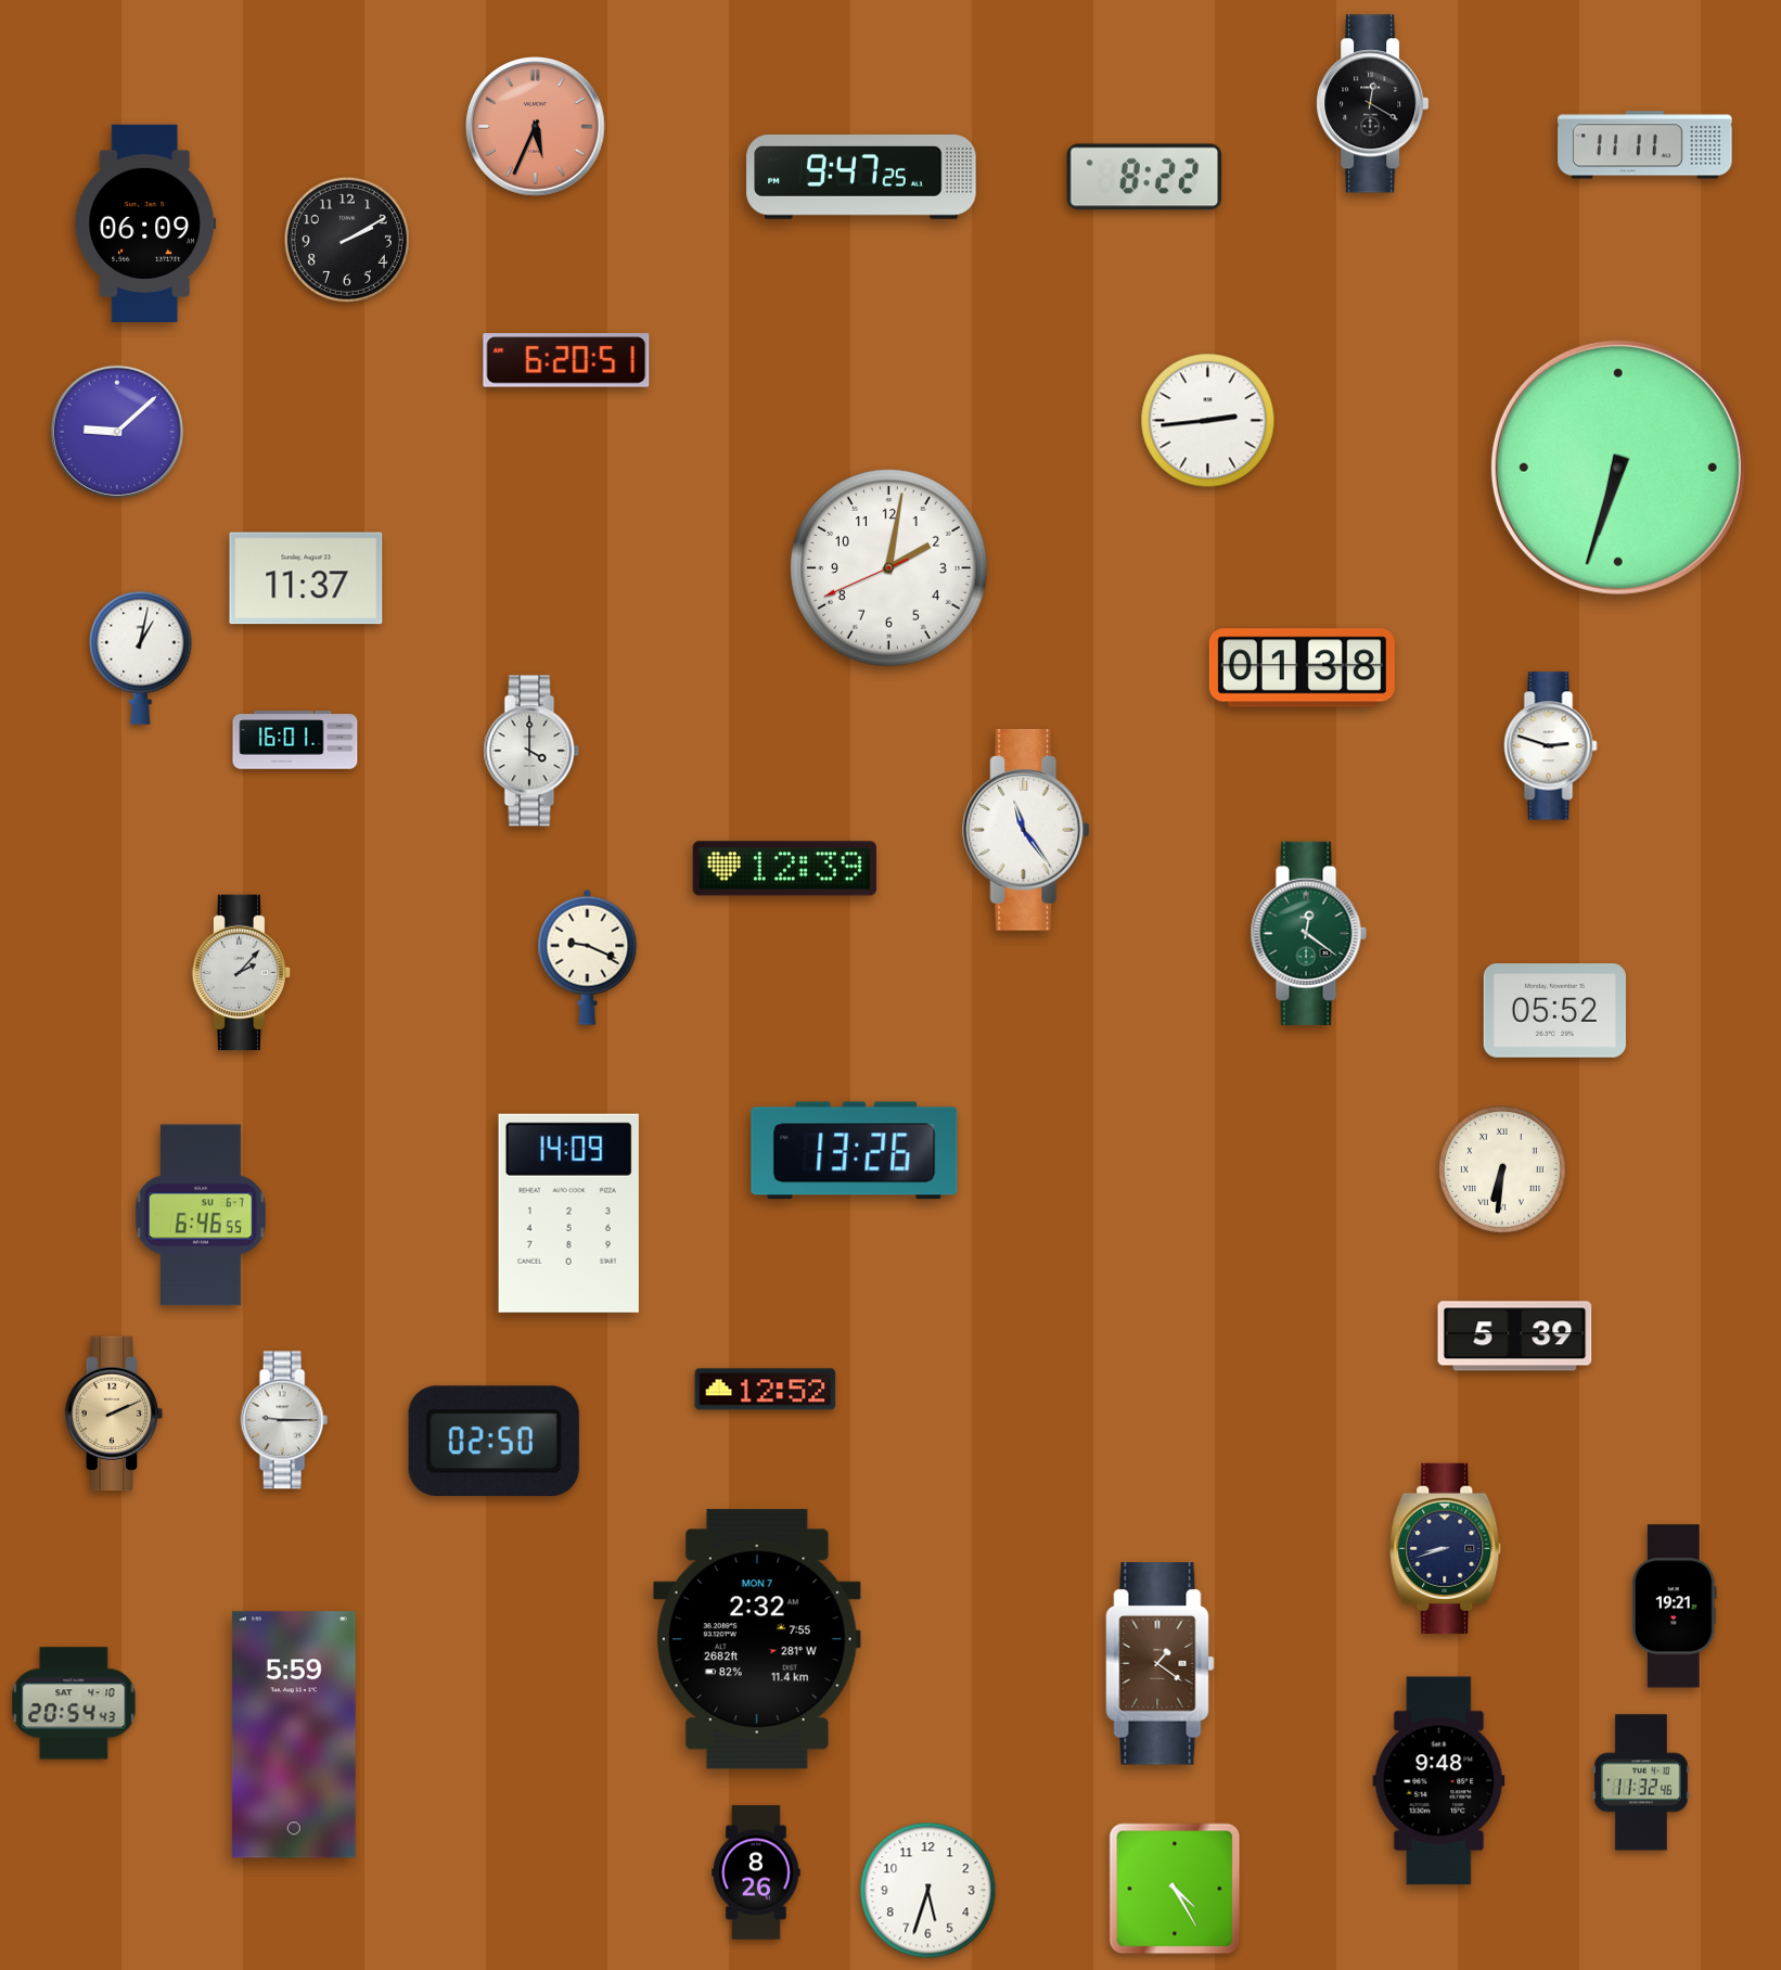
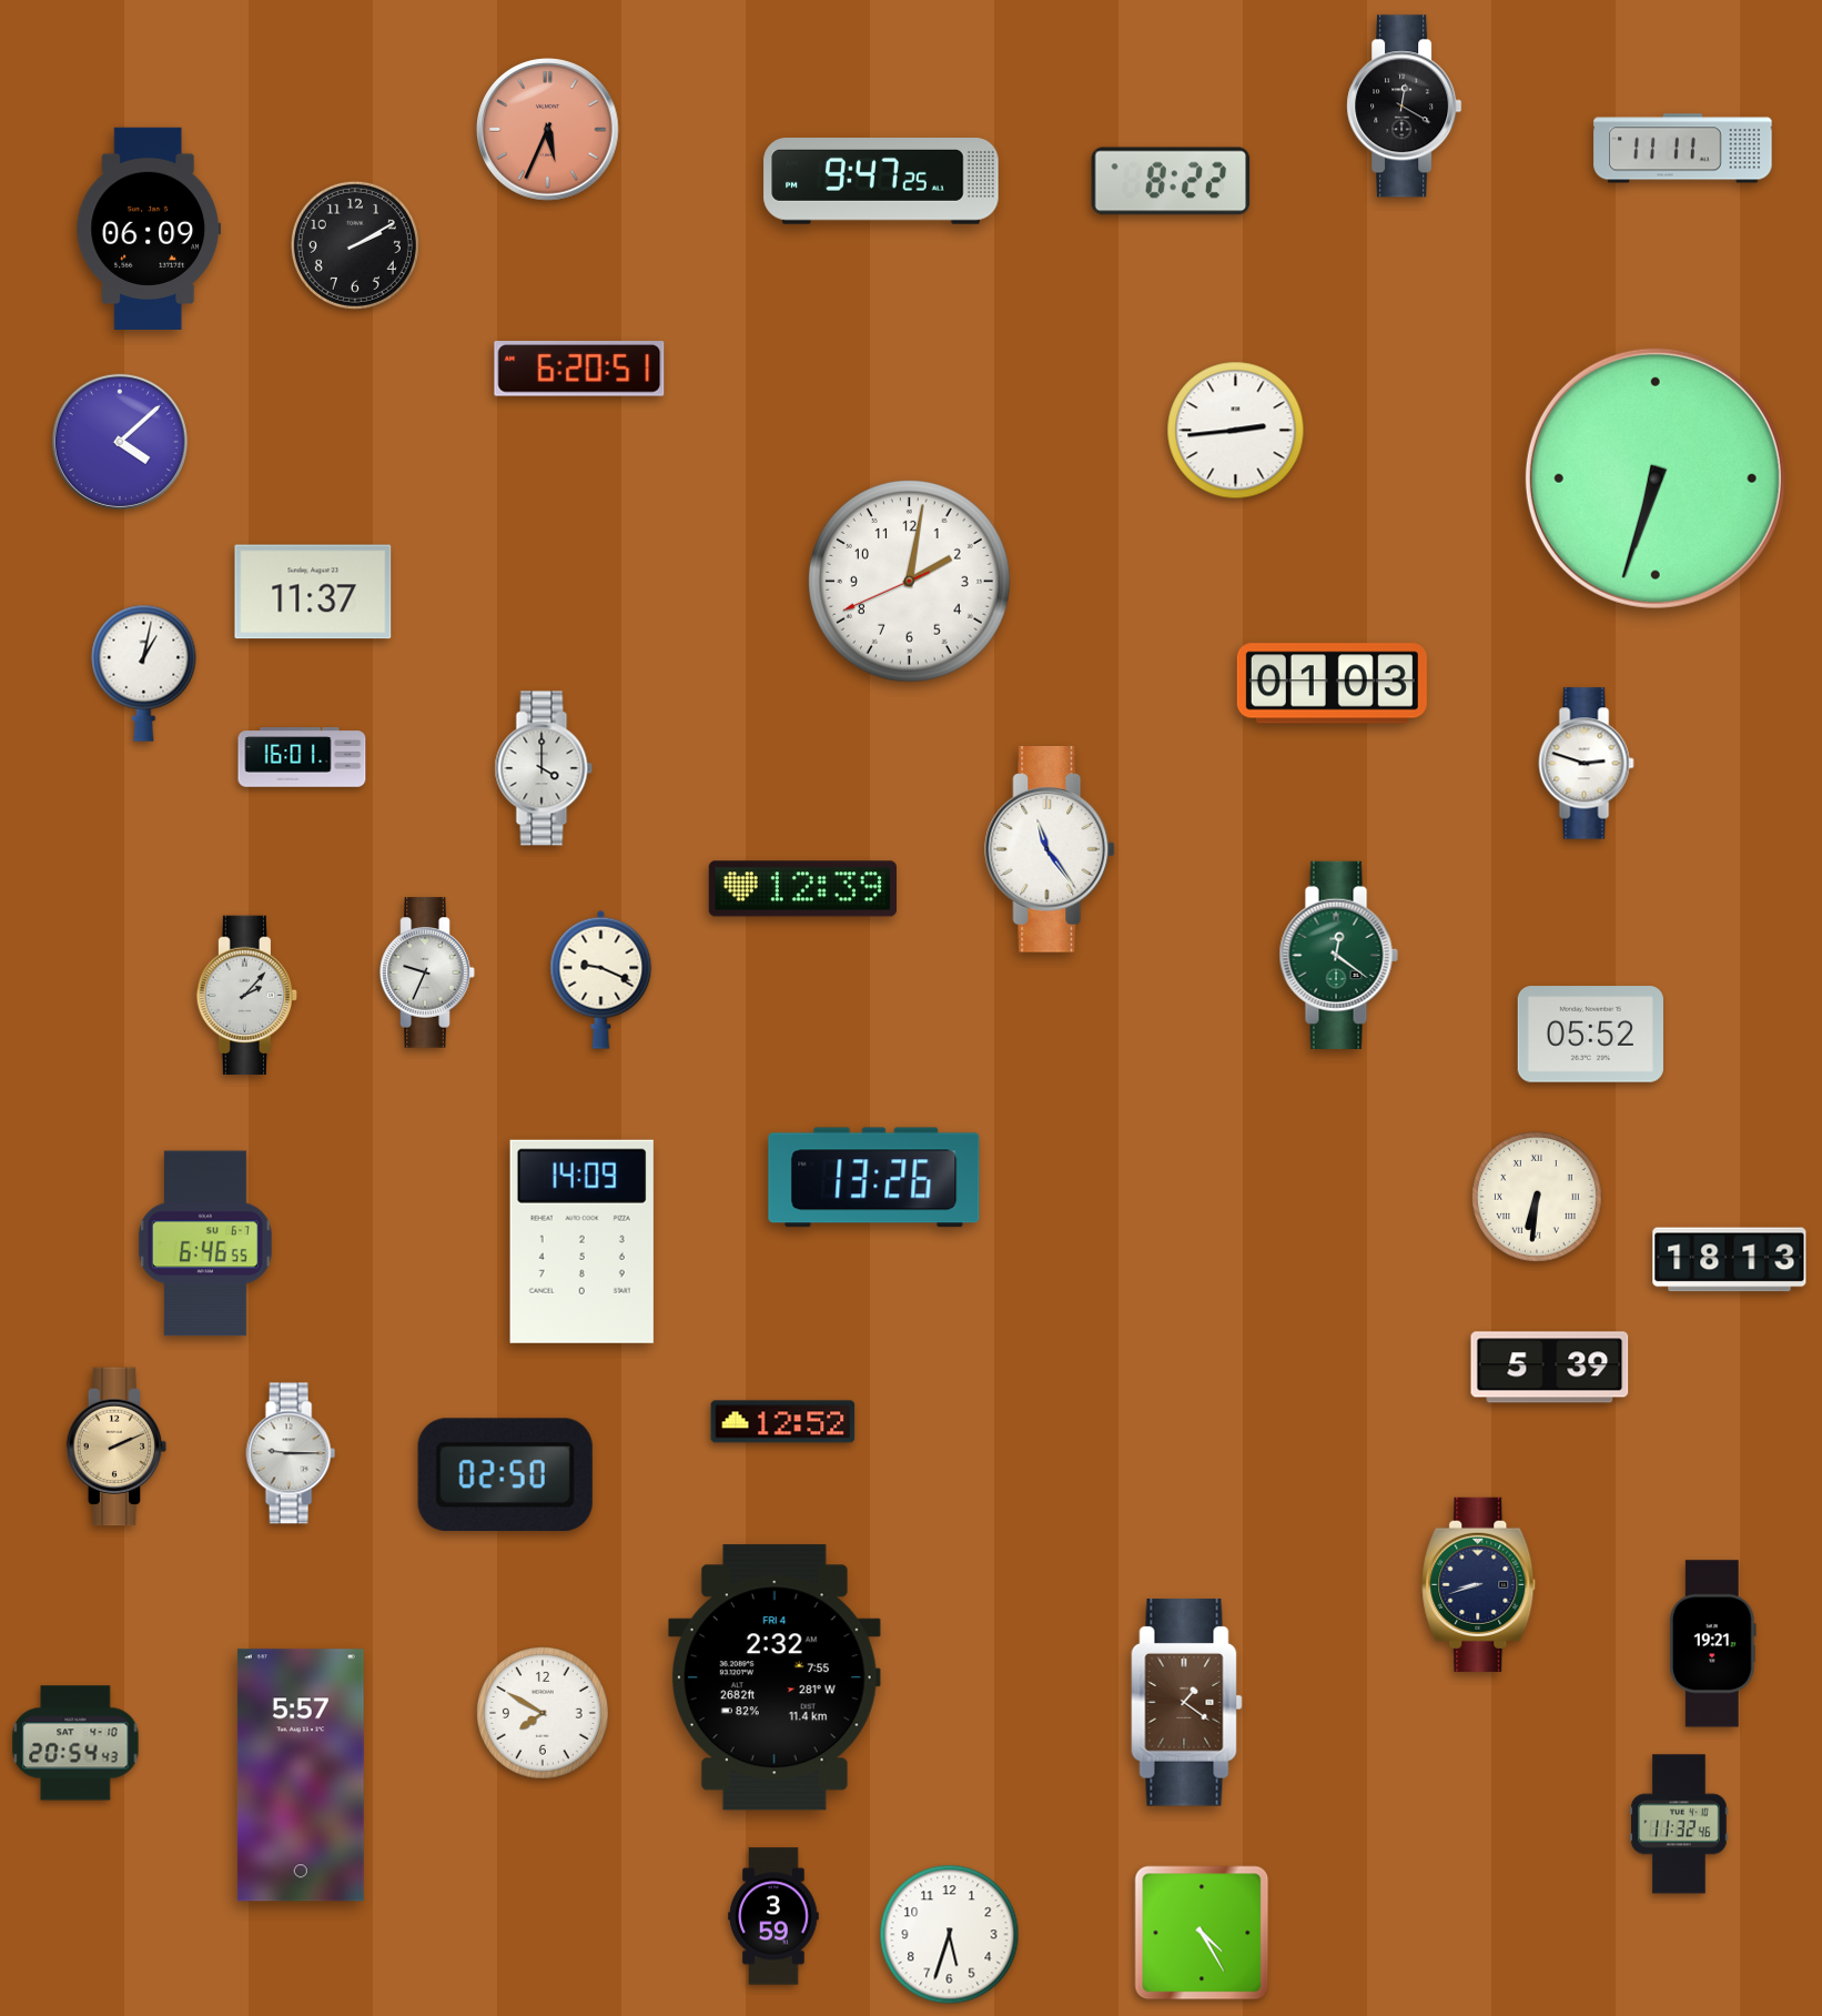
clock at (117, 432): 9:08 -> 4:08
clock at (1302, 668): 01:38 -> 01:03
clock at (427, 972): none -> 9:34
clock at (1730, 1260): none -> 18:13
clock at (757, 1639) date: MON 7 -> FRI 4
clock at (543, 1713): none -> 7:50
clock at (294, 1735): 5:59 -> 5:57
clock at (1439, 1781): 9:48 -> none
clock at (756, 1872): 8:26 -> 3:59
